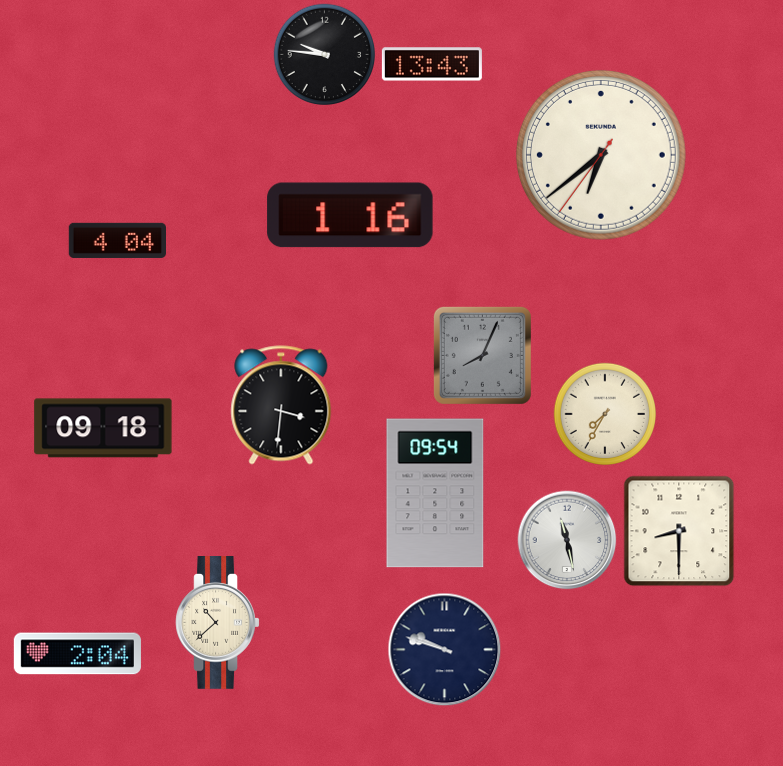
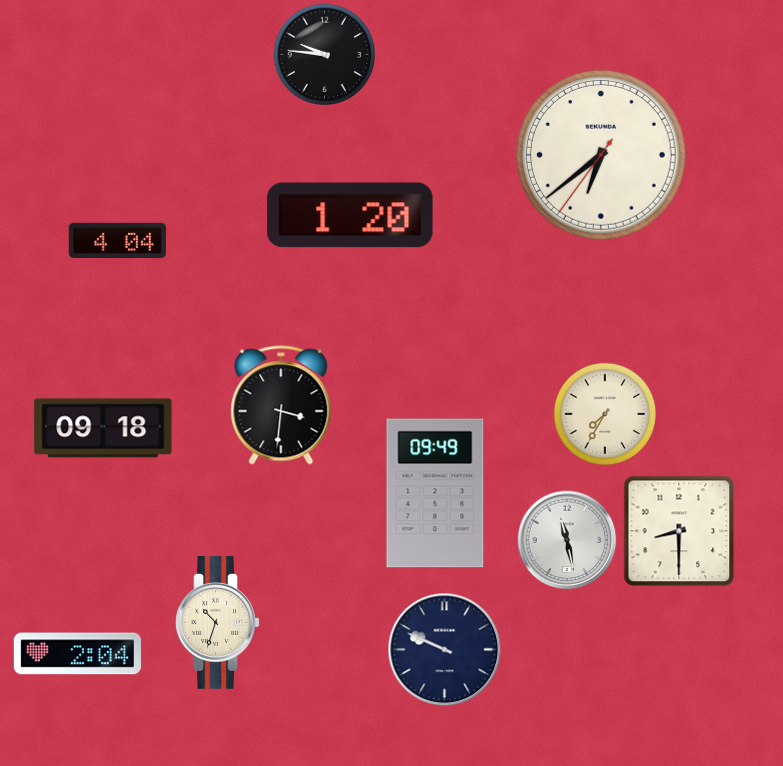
clock at (432, 64): 13:43 -> none
clock at (350, 215): 1:16 -> 1:20
clock at (482, 355): 8:04 -> none
clock at (435, 493): 09:54 -> 09:49
clock at (218, 623): 10:38 -> 10:33
clock at (445, 650): 9:48 -> 9:49
